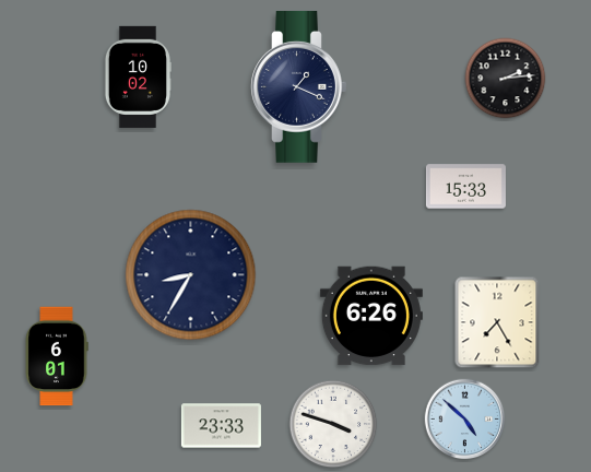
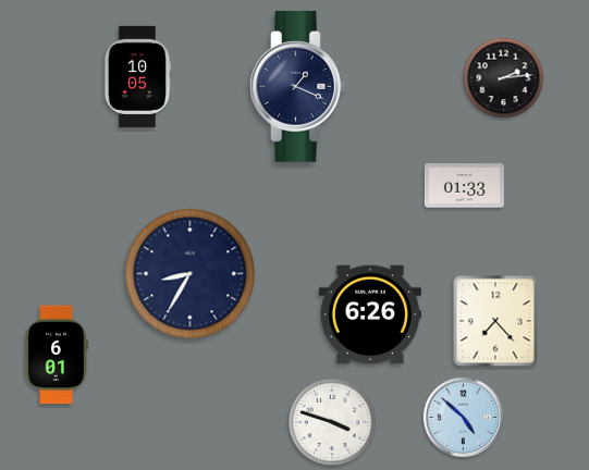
clock at (138, 76): 10:02 -> 10:05
clock at (465, 187): 15:33 -> 01:33
clock at (497, 322): 7:25 -> 7:23
clock at (221, 426): 23:33 -> none
